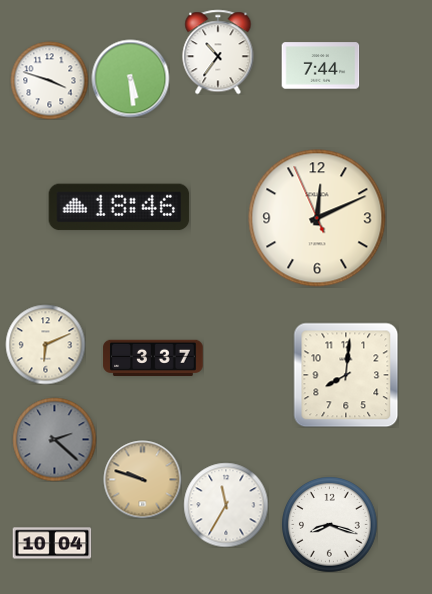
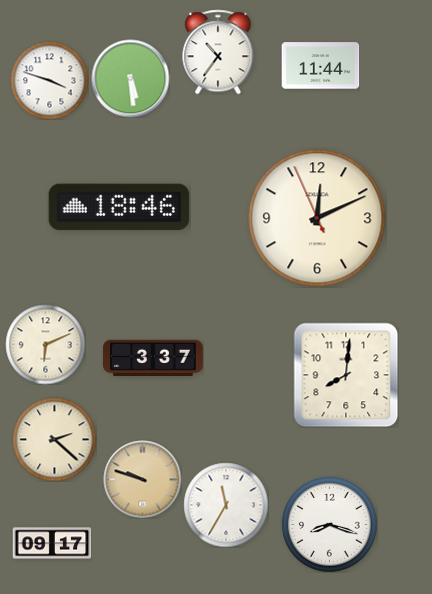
clock at (320, 66): 7:44 -> 11:44
clock at (54, 439) dial: grey -> cream
clock at (52, 543): 10:04 -> 09:17
